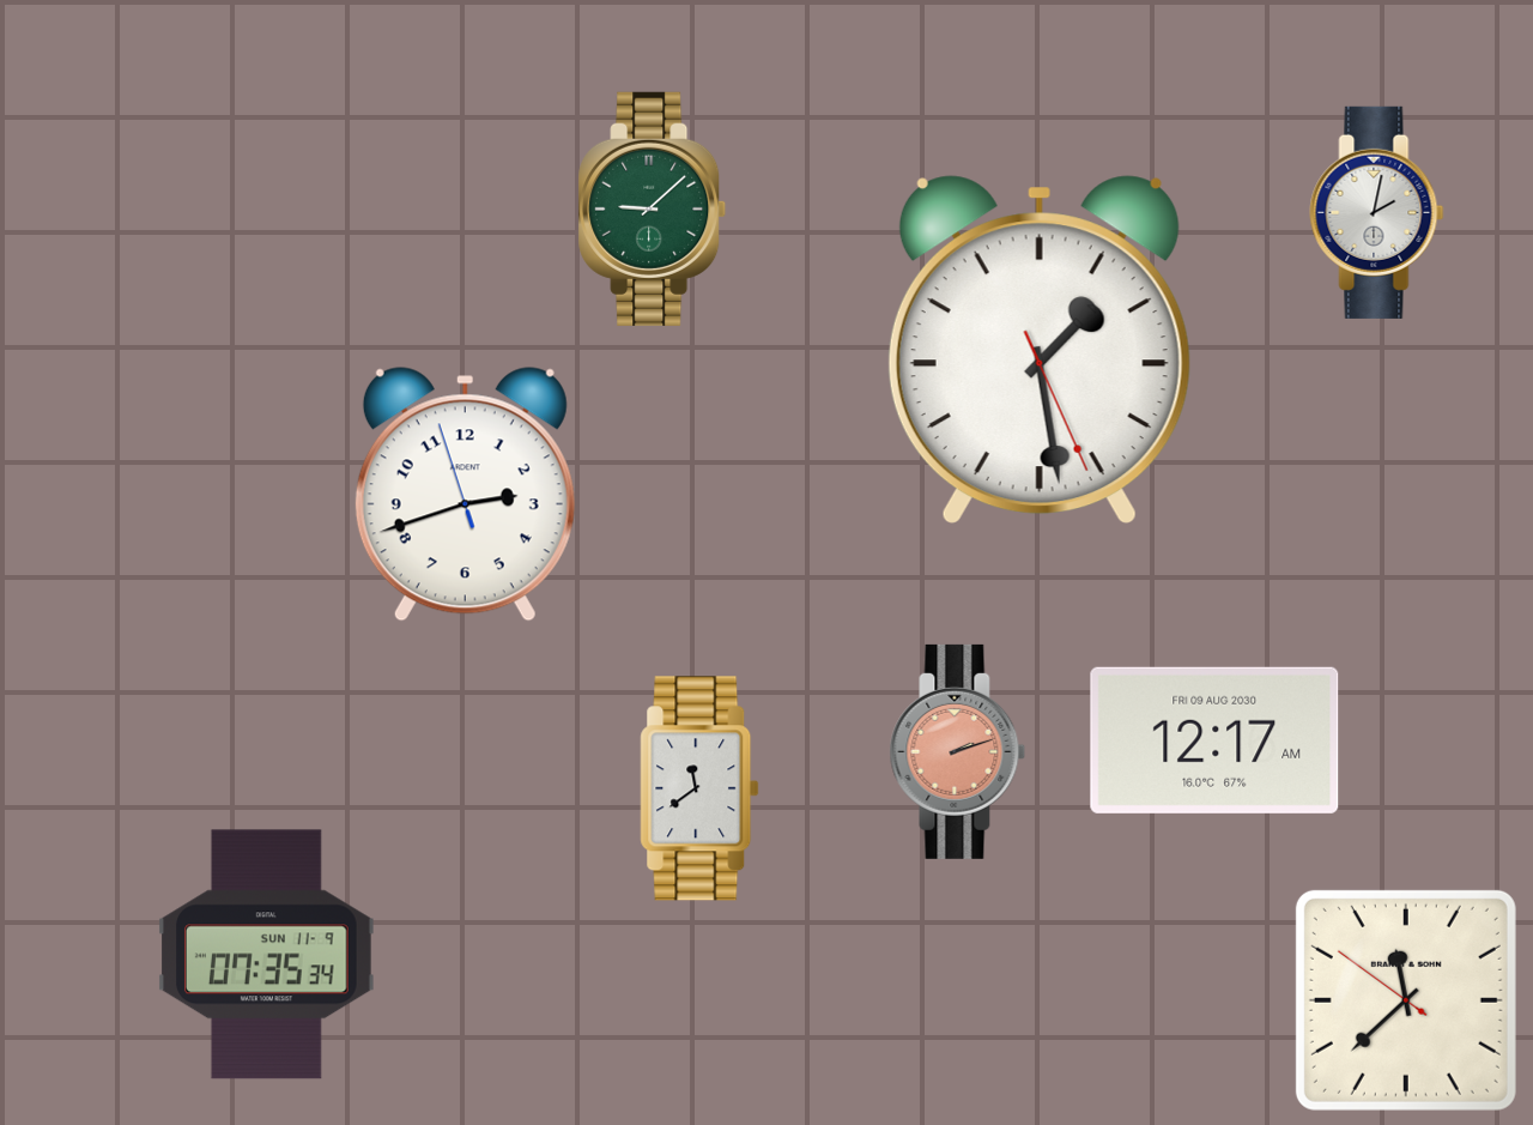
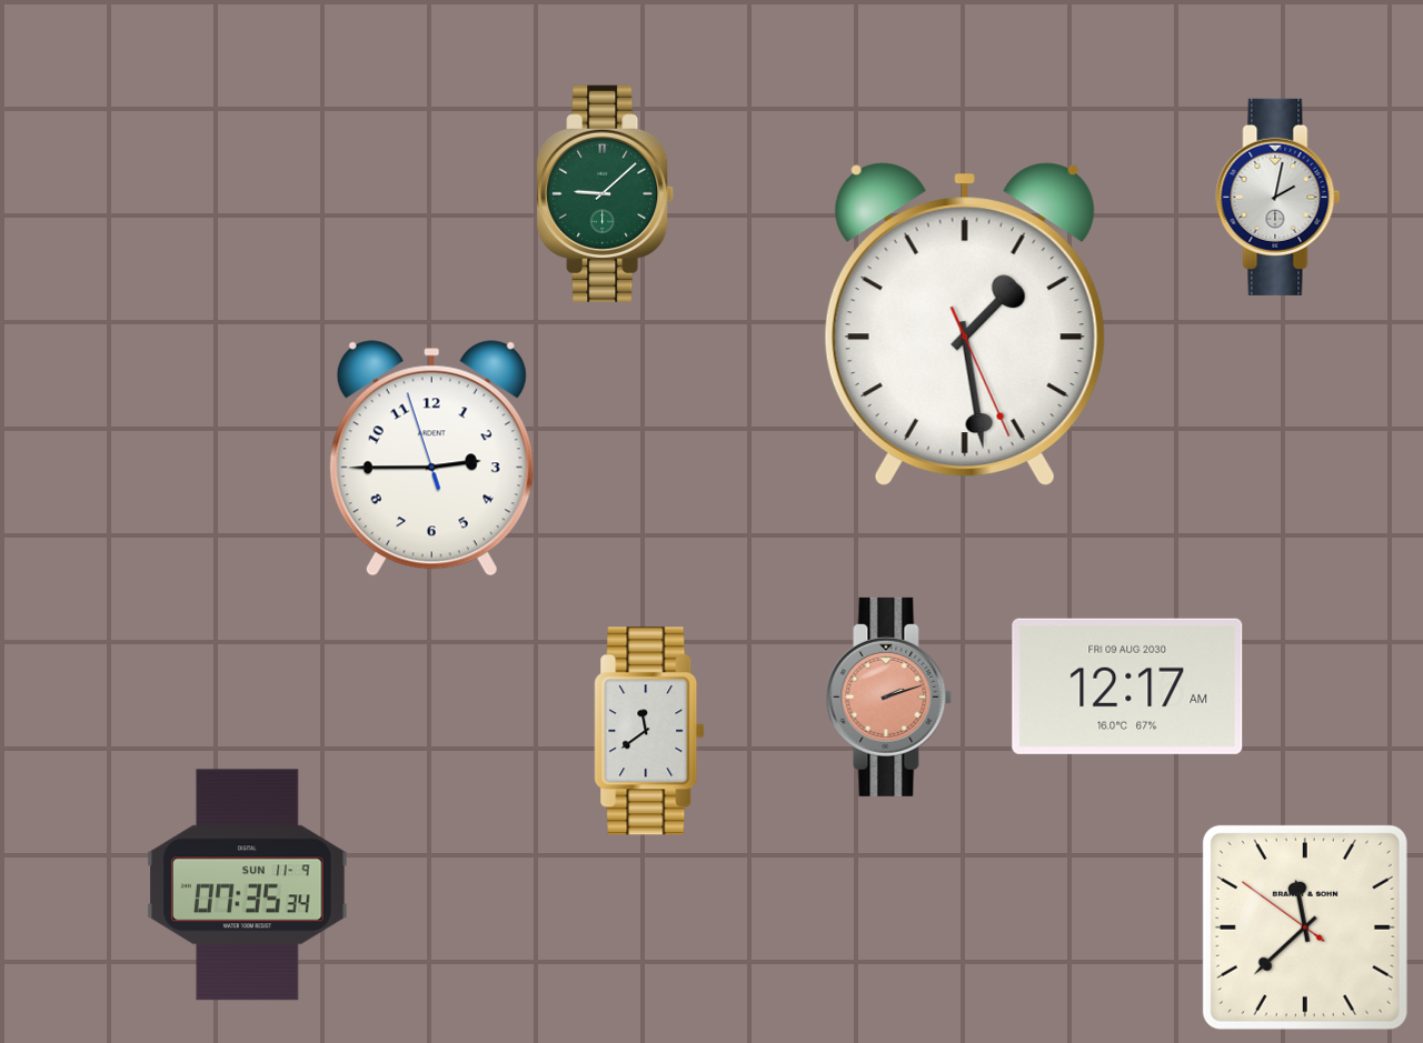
clock at (465, 495): 2:41 -> 2:44
